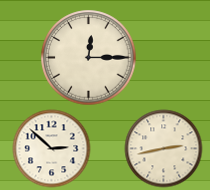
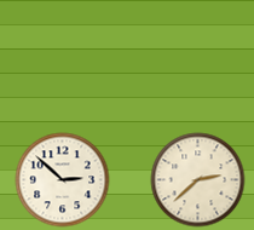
clock at (88, 57): 12:15 -> none
clock at (163, 148): 2:43 -> 2:38
